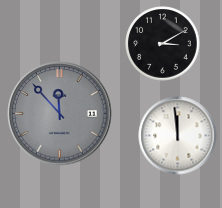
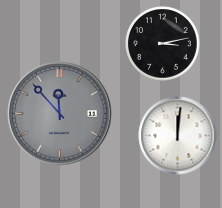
clock at (163, 44): 3:10 -> 3:13
clock at (178, 136): 11:59 -> 12:01
